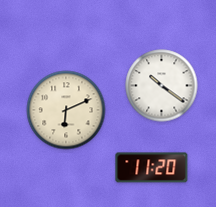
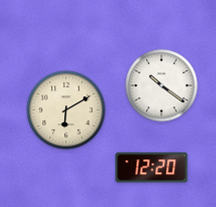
clock at (66, 110): 6:11 -> 6:10
clock at (152, 168): 11:20 -> 12:20
